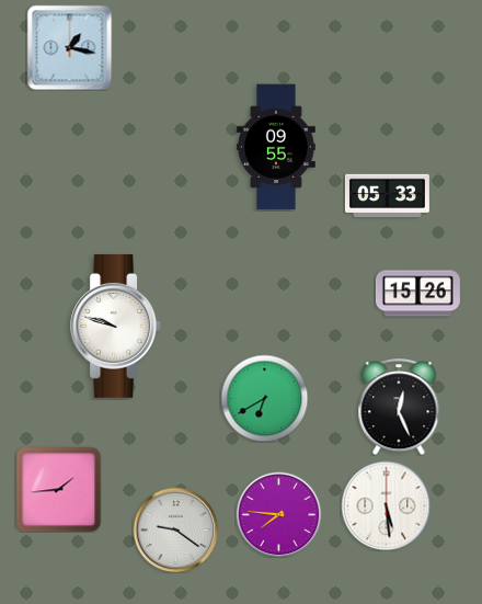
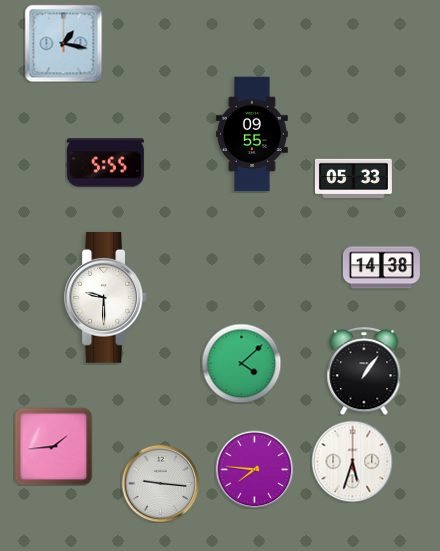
clock at (105, 163): none -> 5:55
clock at (417, 294): 15:26 -> 14:38
clock at (115, 326): 9:48 -> 9:30
clock at (264, 398): 6:40 -> 4:08
clock at (399, 407): 12:26 -> 1:06
clock at (386, 505): 5:29 -> 5:33
clock at (175, 529): 9:21 -> 9:16
